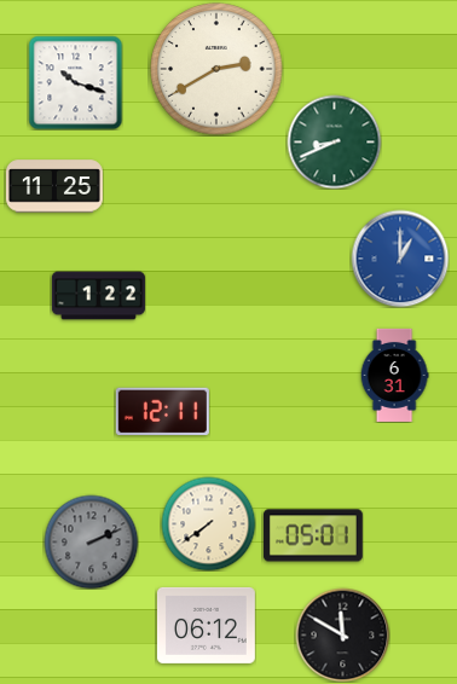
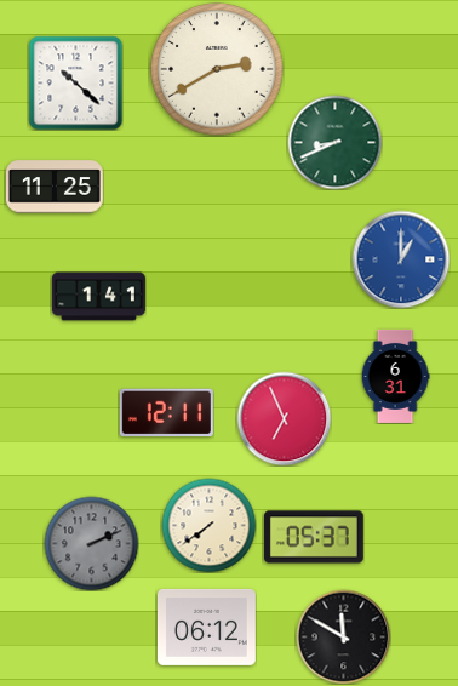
clock at (75, 82): 10:18 -> 10:22
clock at (98, 296): 1:22 -> 1:41
clock at (162, 412) position: (162, 412) -> (166, 413)
clock at (284, 418): none -> 6:56
clock at (313, 535): 05:01 -> 05:37
